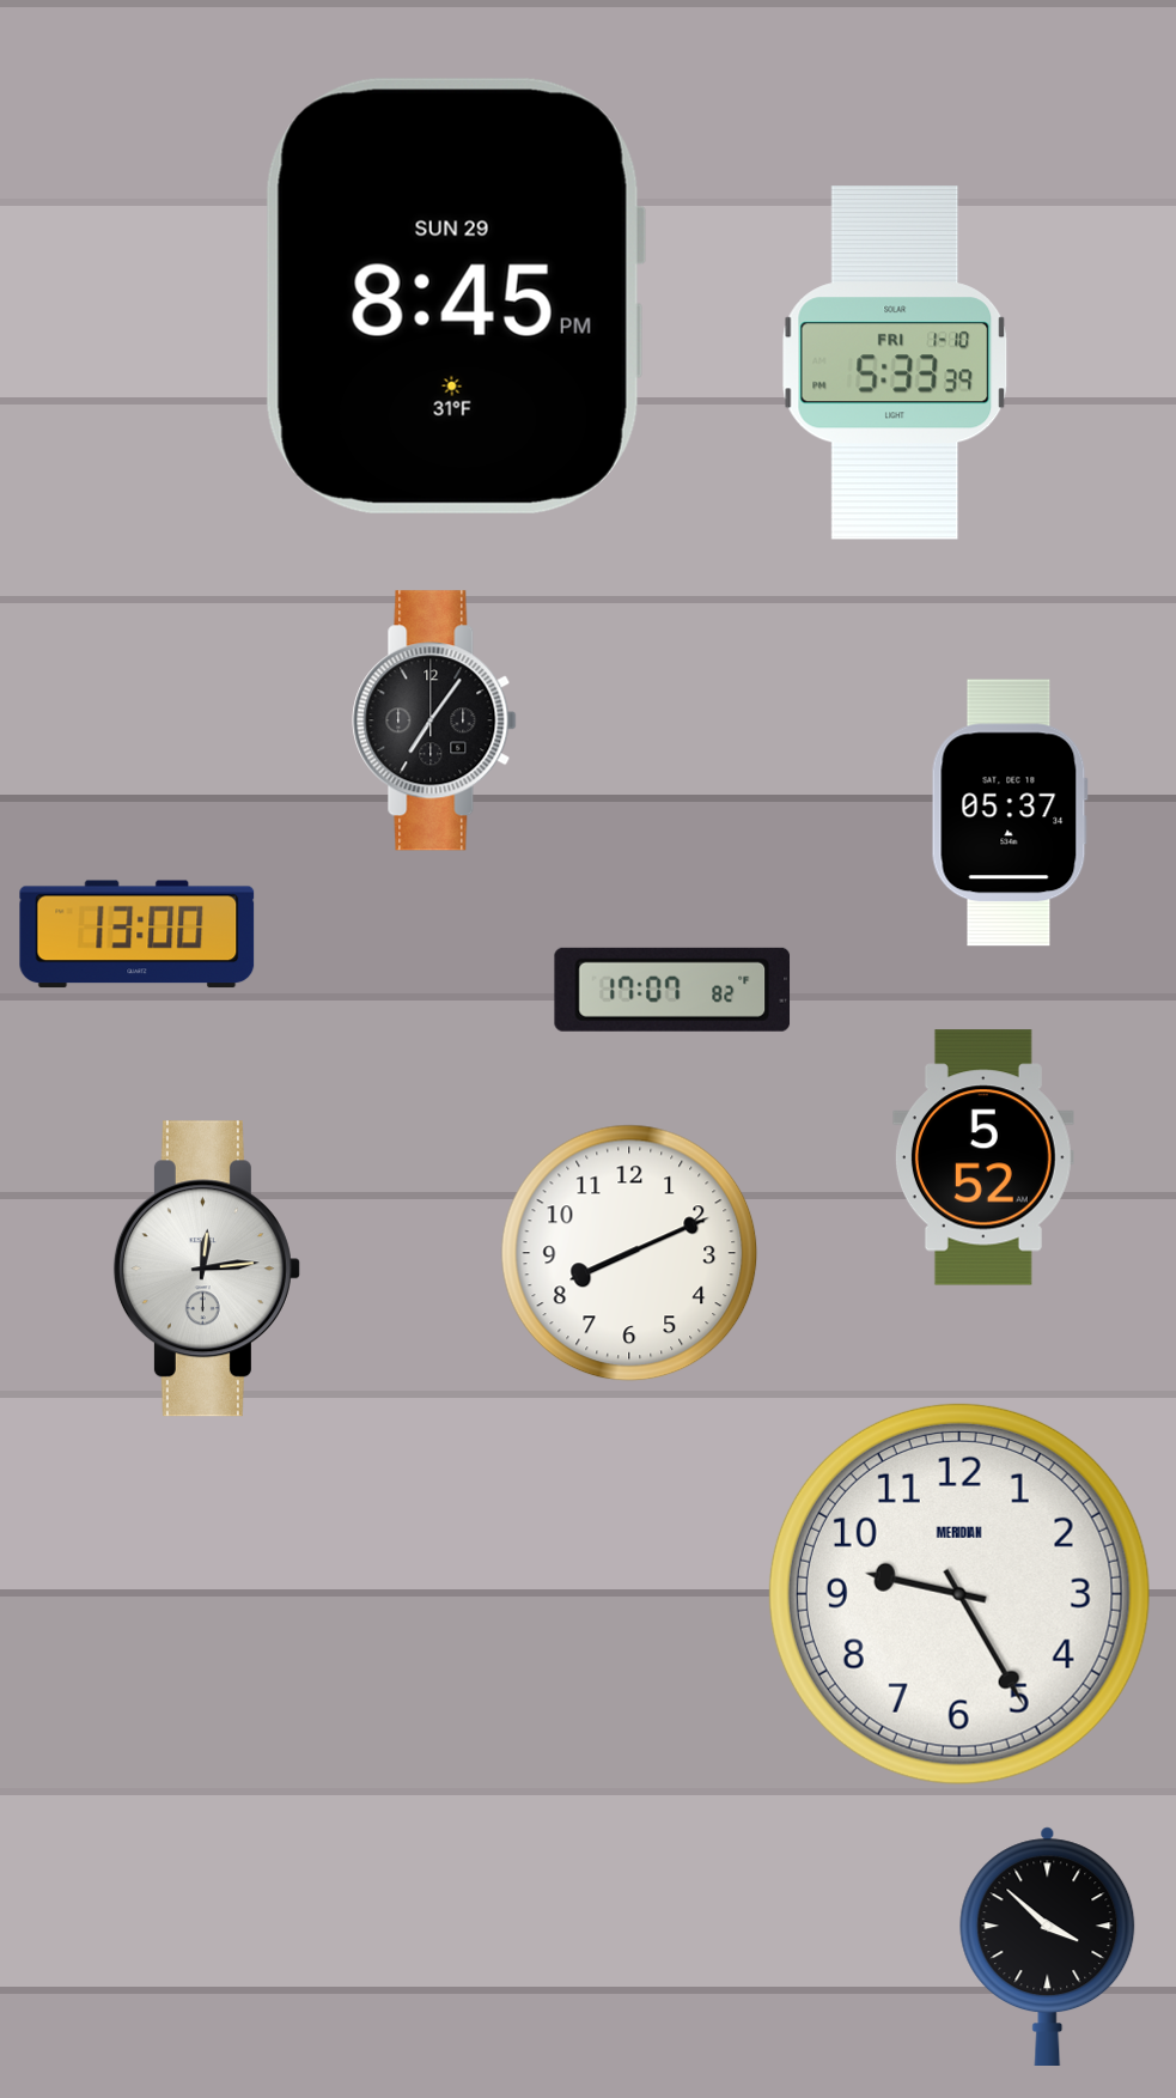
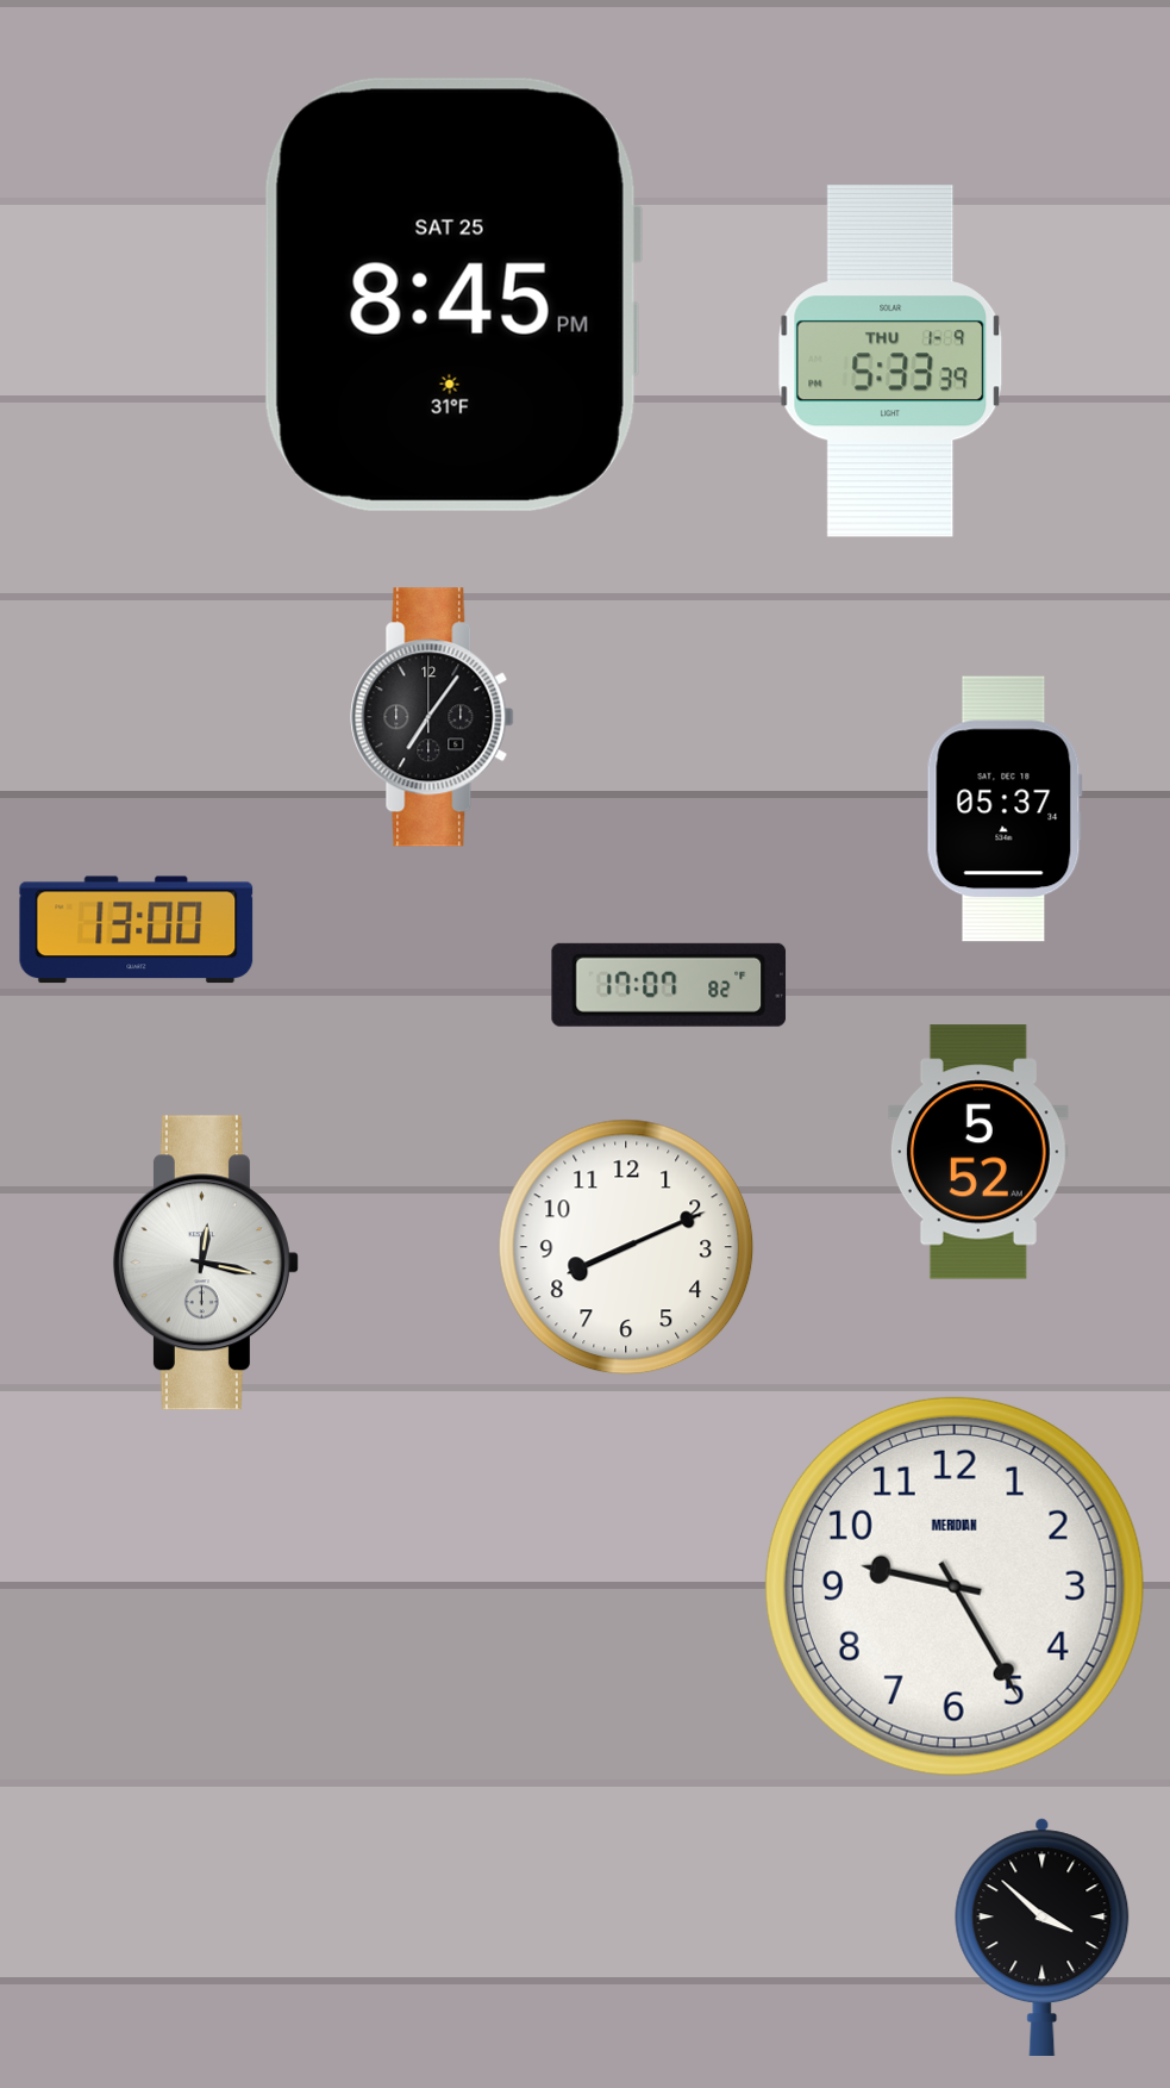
clock at (455, 296) date: SUN 29 -> SAT 25
clock at (895, 363) date: FRI 1-10 -> THU 1-9
clock at (207, 1269): 12:14 -> 12:17
